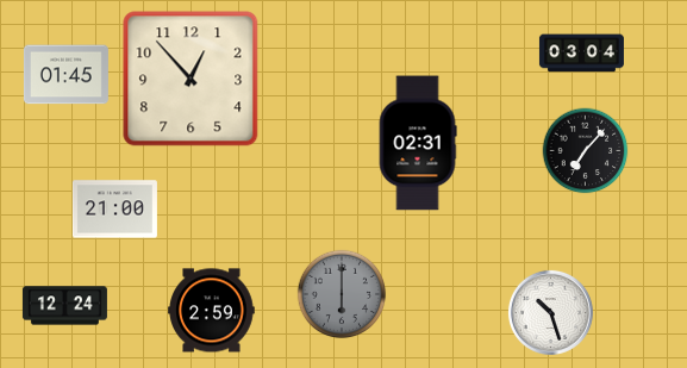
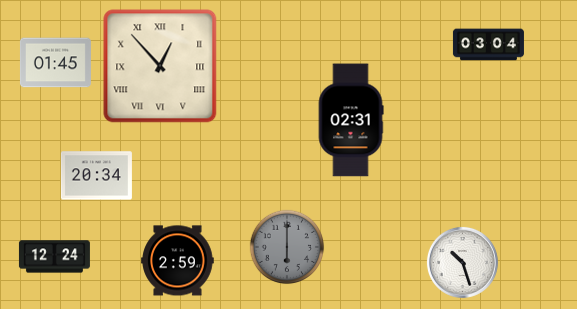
clock at (191, 79) numerals: Arabic -> Roman
clock at (586, 151): 7:07 -> none
clock at (114, 210): 21:00 -> 20:34
